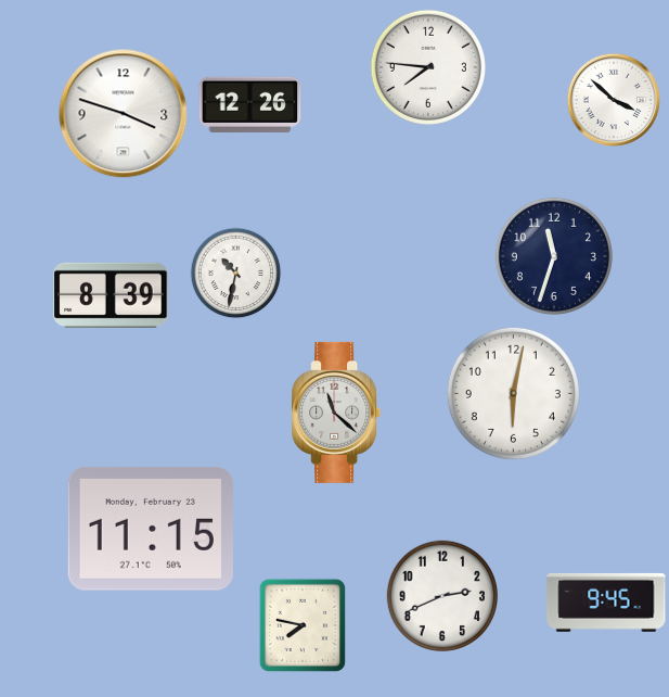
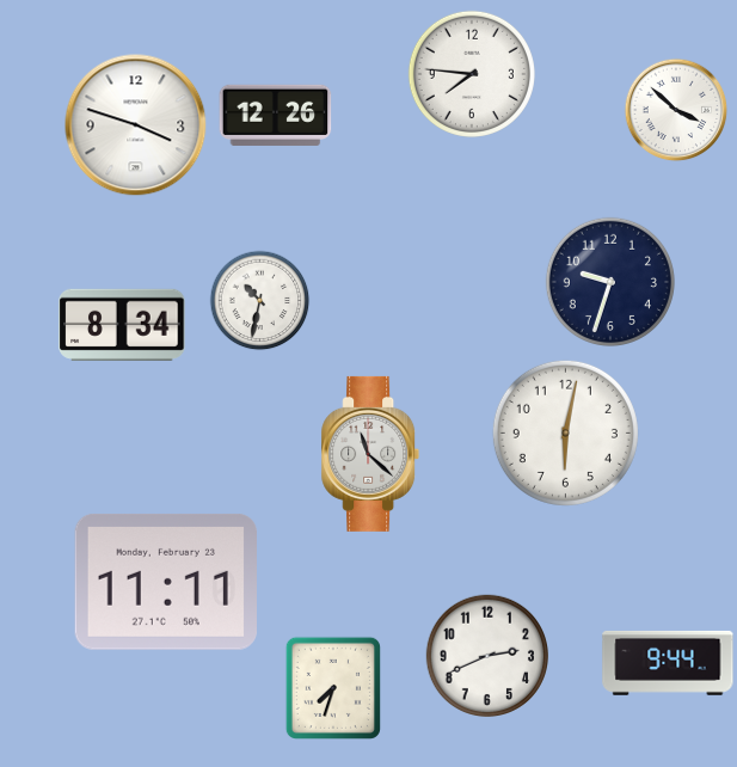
clock at (554, 256): 11:33 -> 9:33
clock at (111, 295): 8:39 -> 8:34
clock at (150, 529): 11:15 -> 11:11
clock at (606, 603): 9:45 -> 9:44
clock at (303, 625): 7:47 -> 7:33
